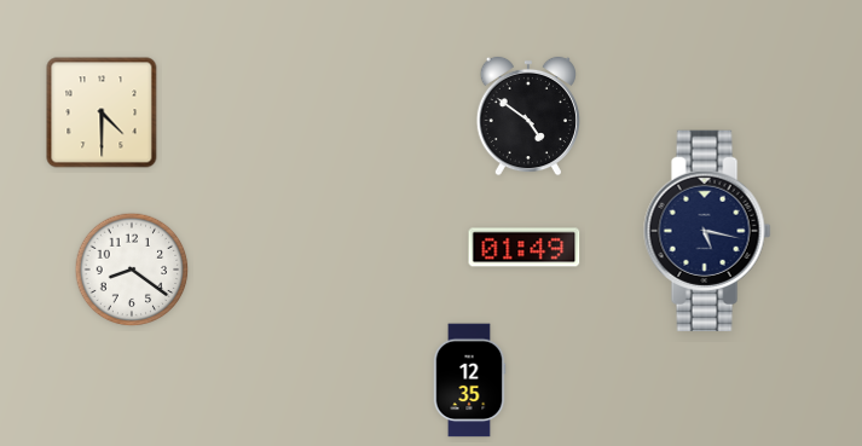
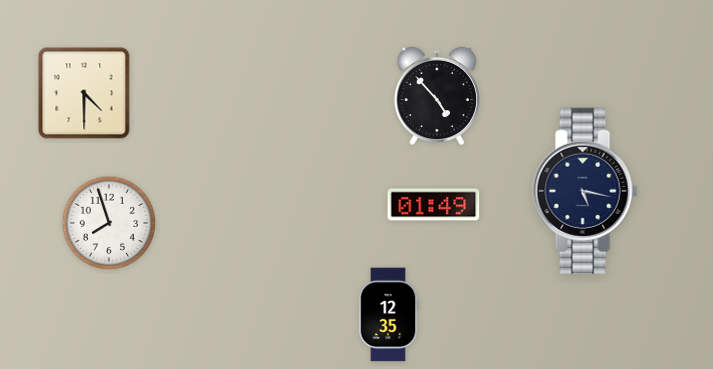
clock at (528, 116): 4:51 -> 4:53
clock at (132, 270): 8:21 -> 7:57
